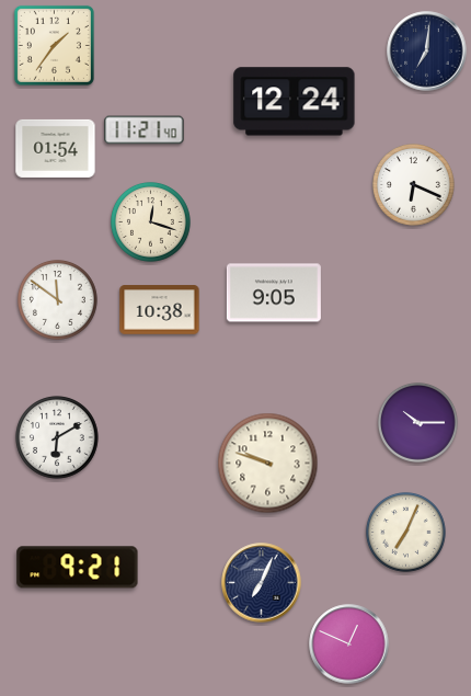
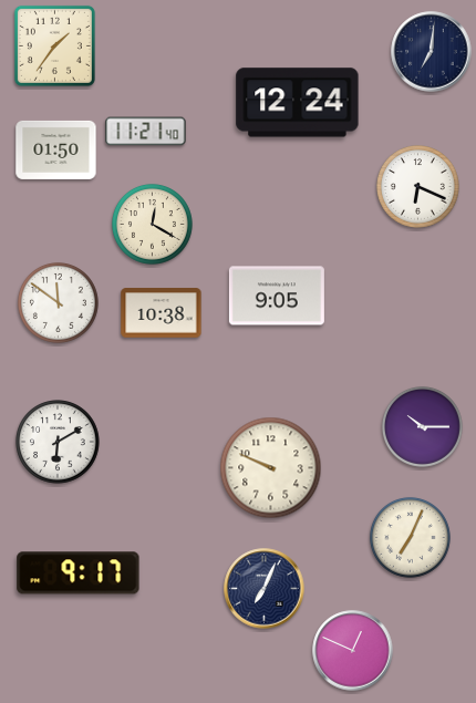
clock at (56, 148): 01:54 -> 01:50
clock at (150, 221): 12:18 -> 12:20
clock at (268, 464): 9:48 -> 9:49
clock at (78, 568): 9:21 -> 9:17
